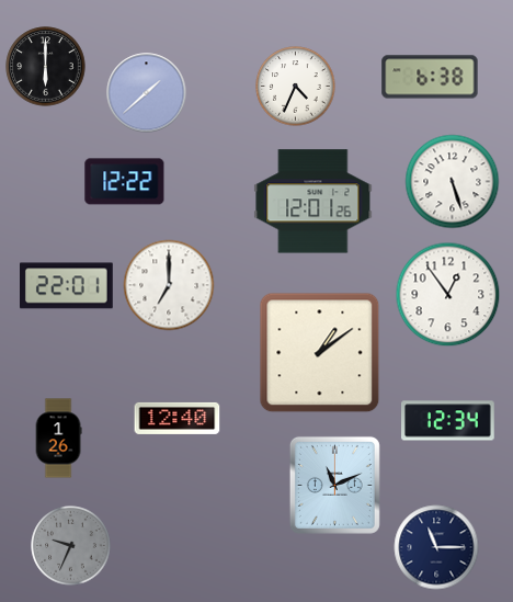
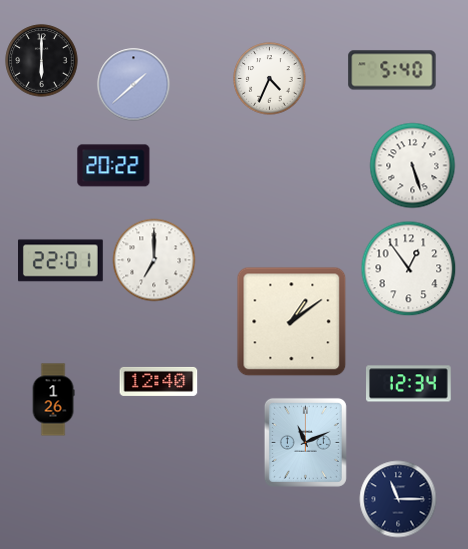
clock at (430, 77): 6:38 -> 5:40
clock at (125, 182): 12:22 -> 20:22
clock at (314, 202): 12:01 -> none
clock at (178, 418) position: (178, 418) -> (159, 381)
clock at (71, 546): 9:34 -> none
